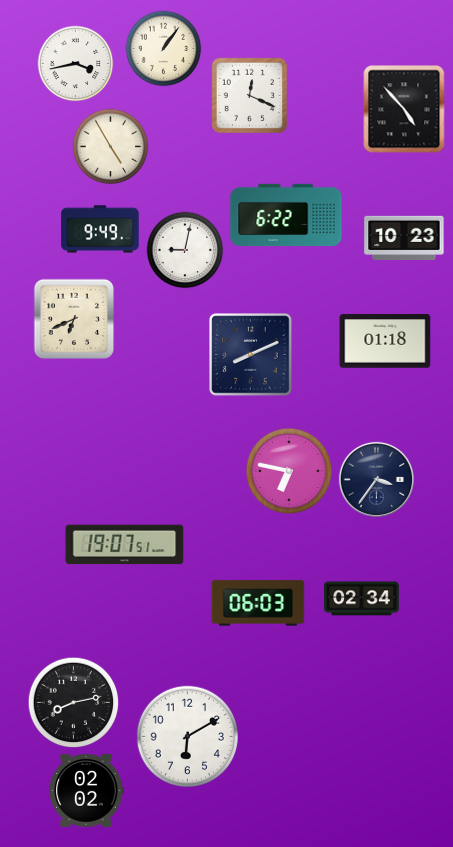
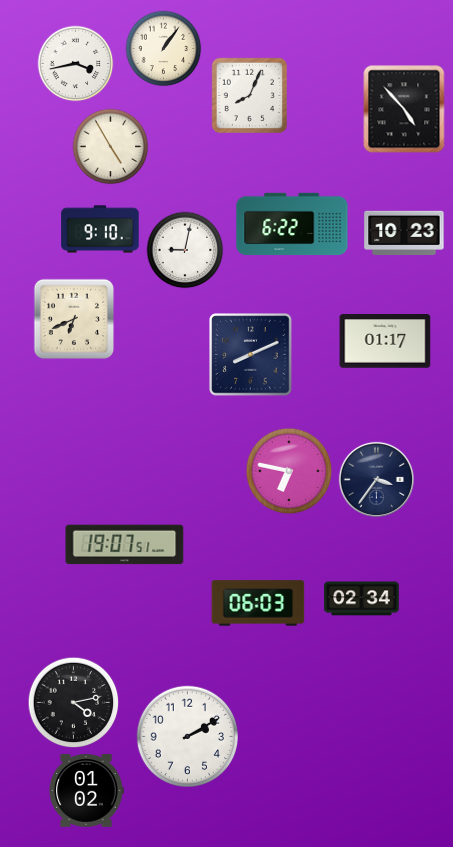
clock at (249, 95): 12:19 -> 8:04
clock at (286, 215) position: (286, 215) -> (292, 224)
clock at (100, 229): 9:49 -> 9:10
clock at (404, 238) position: (404, 238) -> (404, 233)
clock at (385, 341): 01:18 -> 01:17
clock at (74, 703): 8:13 -> 4:13
clock at (187, 736): 6:10 -> 2:10
clock at (86, 791): 02:02 -> 01:02
